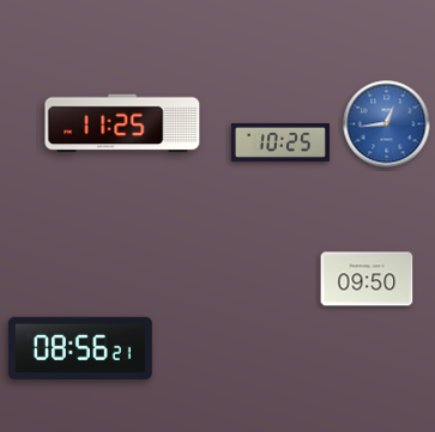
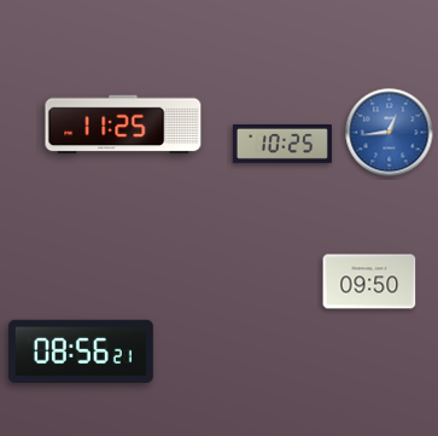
clock at (387, 124) position: (387, 124) -> (390, 133)
